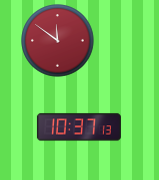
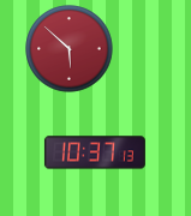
clock at (58, 41): 11:51 -> 5:52
